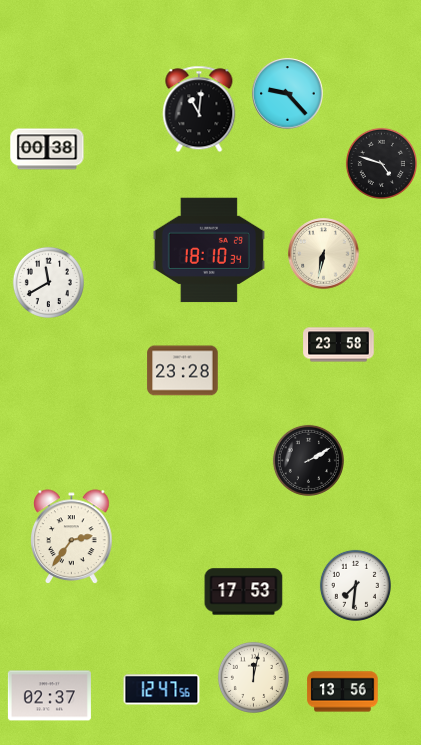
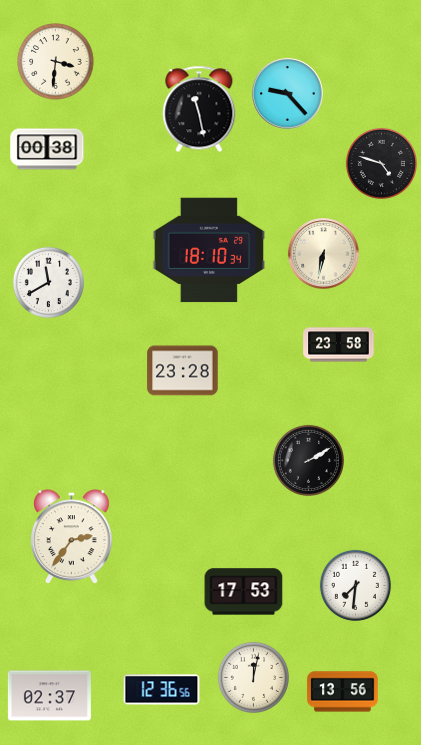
clock at (56, 62): none -> 3:31
clock at (199, 109): 11:01 -> 11:28
clock at (162, 690): 12:47 -> 12:36
